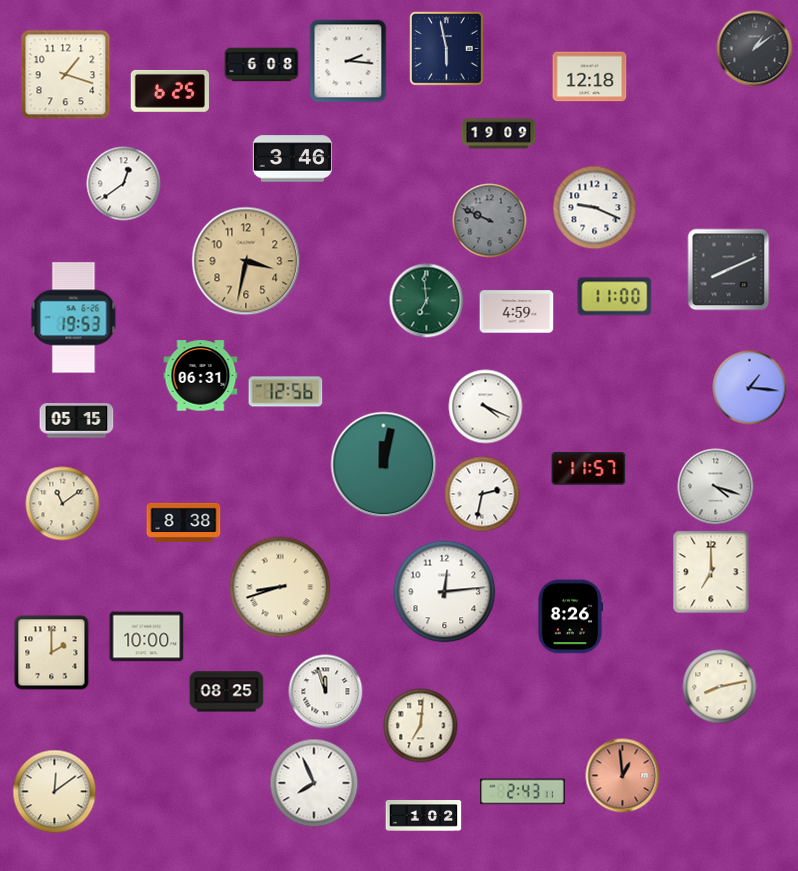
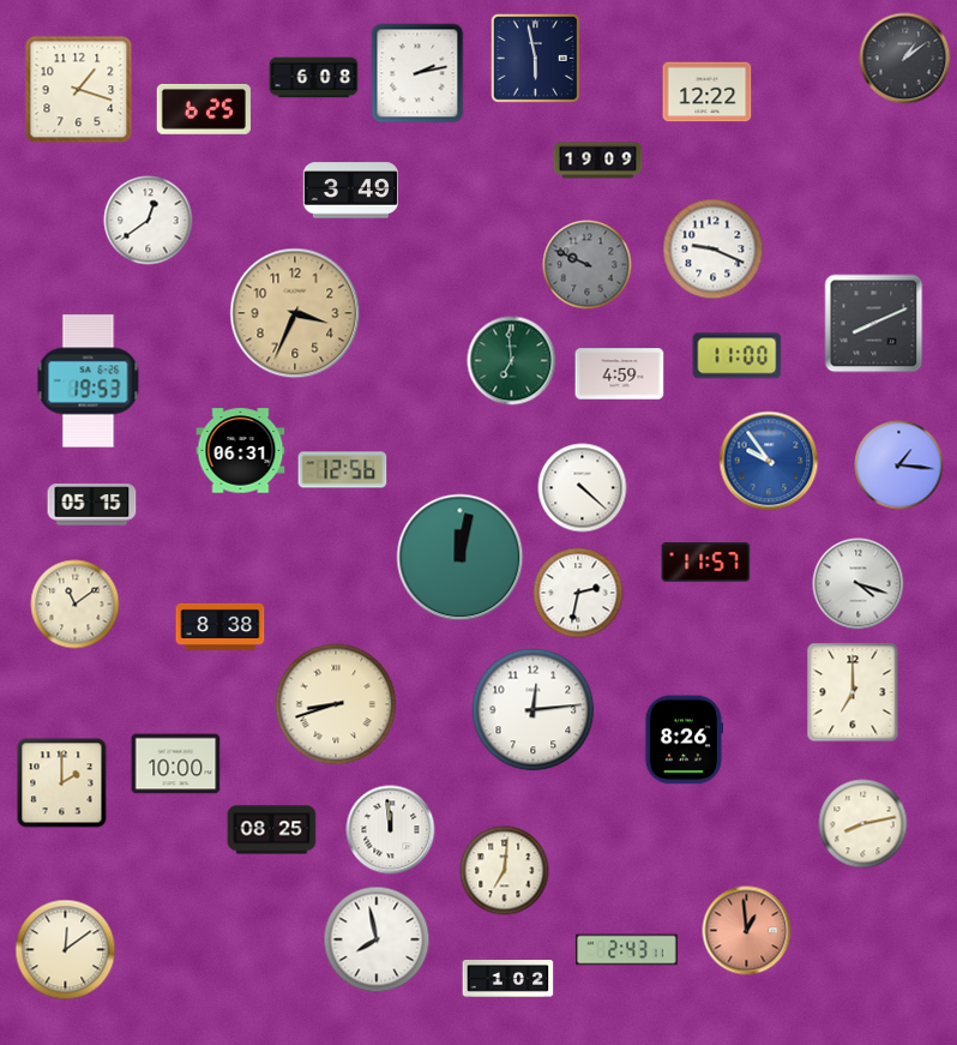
clock at (348, 61): 2:16 -> 2:13
clock at (590, 77): 12:18 -> 12:22
clock at (292, 159): 3:46 -> 3:49
clock at (246, 261): 3:32 -> 3:34
clock at (769, 461): none -> 9:54
clock at (486, 407): 4:19 -> 4:22
clock at (711, 572) position: (711, 572) -> (853, 692)
clock at (326, 692): 11:57 -> 11:59
clock at (314, 783): 7:56 -> 7:58
